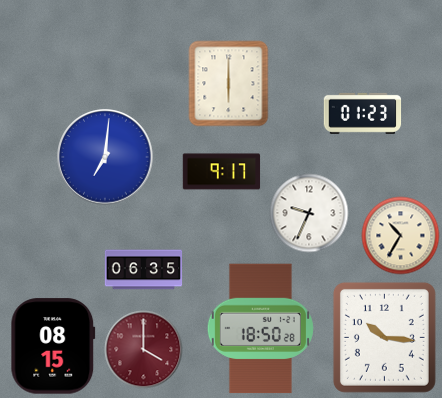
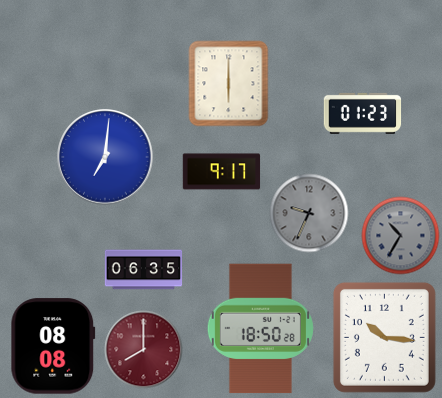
clock at (309, 213) dial: white -> grey
clock at (400, 235) dial: cream -> grey
clock at (53, 346): 08:15 -> 08:08
clock at (143, 349): 4:00 -> 8:00
